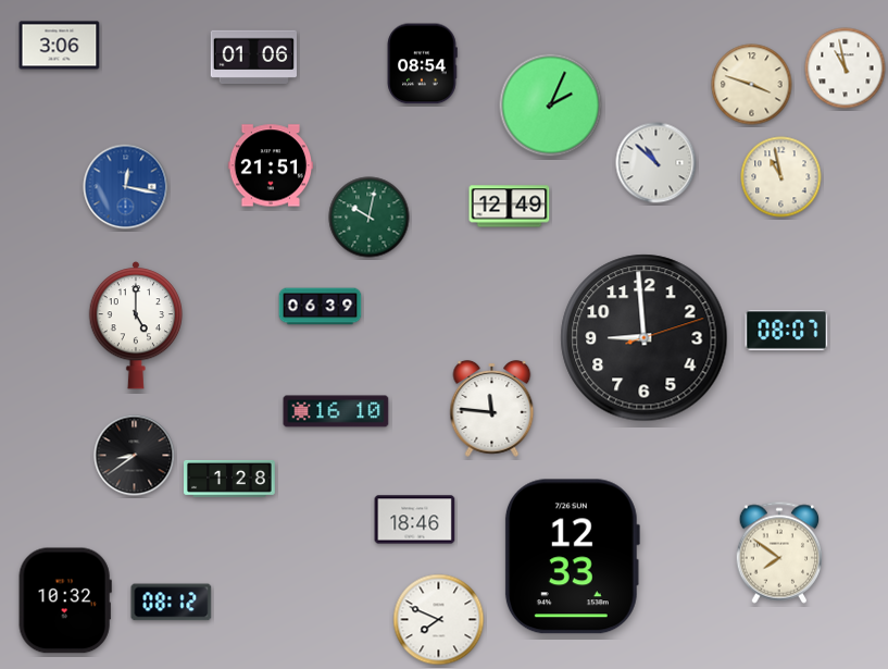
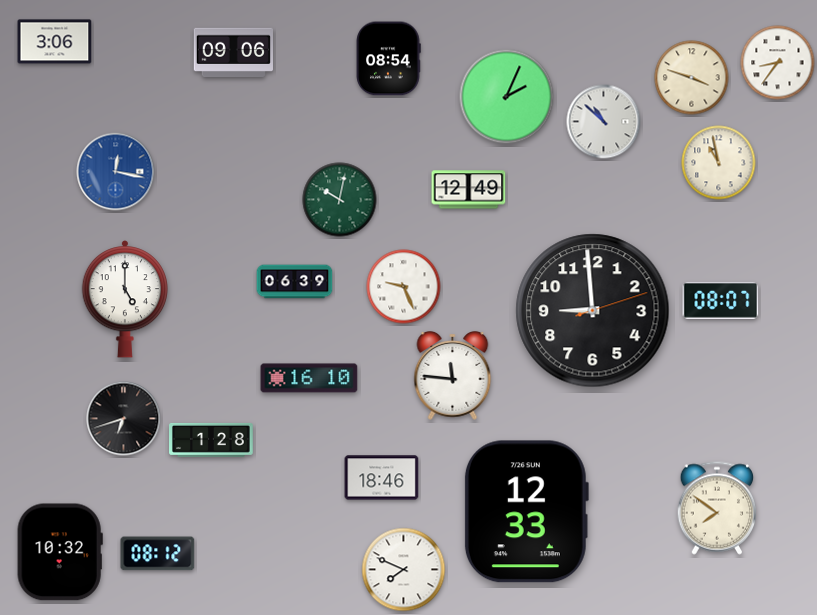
clock at (253, 57): 01:06 -> 09:06
clock at (846, 69): 10:58 -> 8:36
clock at (656, 163) position: (656, 163) -> (604, 122)
clock at (271, 165): 21:51 -> none
clock at (404, 287): none -> 9:26
clock at (787, 330) position: (787, 330) -> (721, 300)
clock at (135, 456): 8:39 -> 6:42
